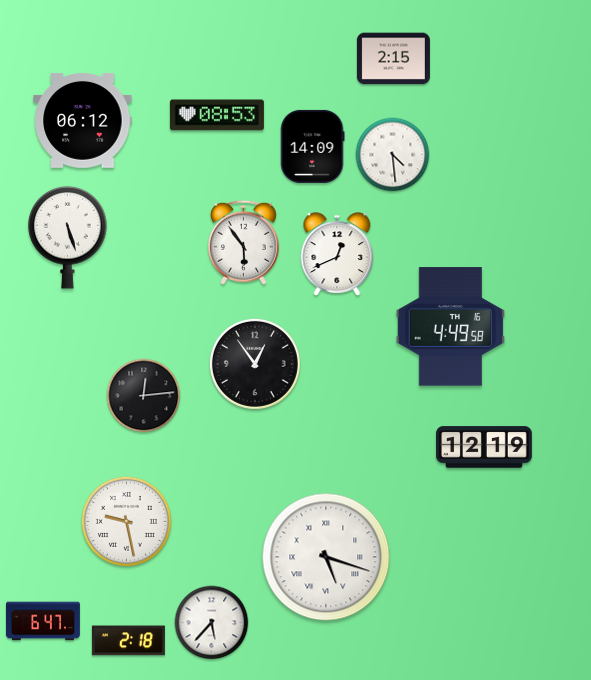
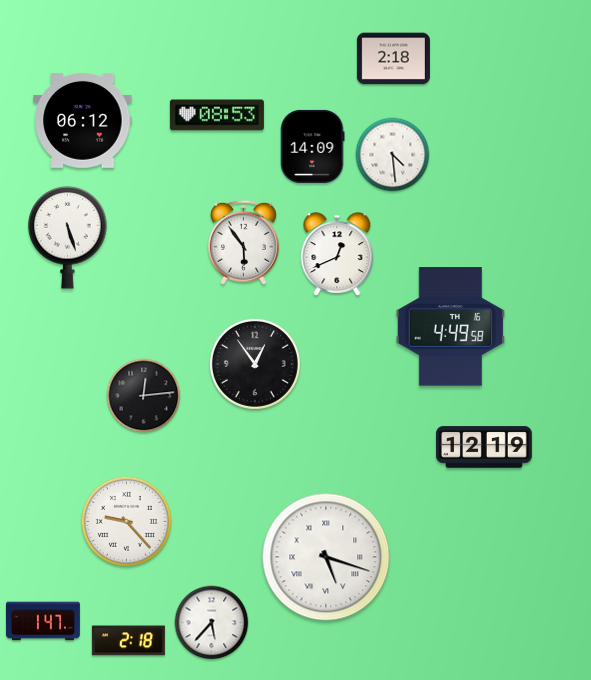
clock at (393, 59): 2:15 -> 2:18
clock at (126, 521): 9:28 -> 9:23
clock at (43, 621): 6:47 -> 1:47
